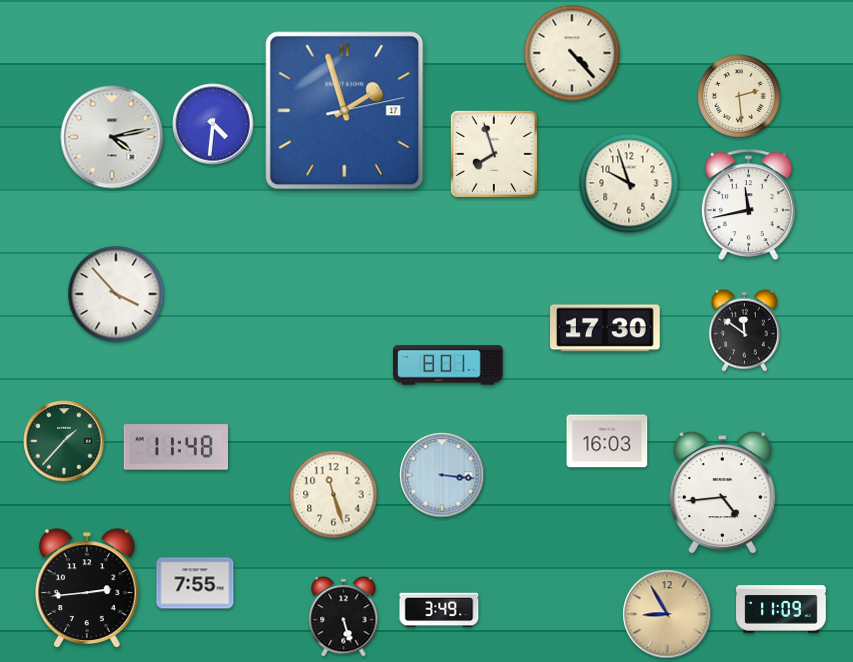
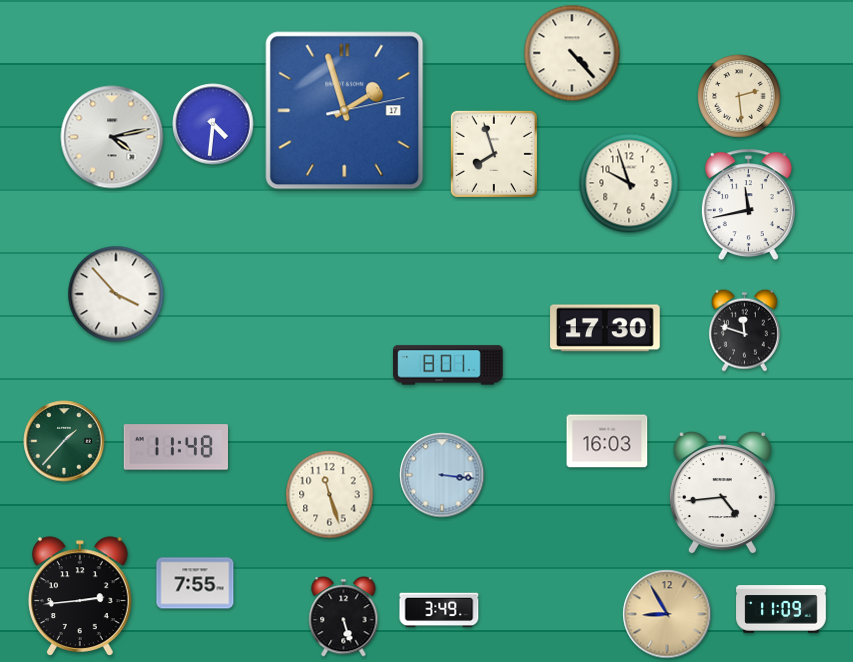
clock at (744, 330): 11:51 -> 11:48
clock at (334, 495) position: (334, 495) -> (330, 495)
clock at (88, 588) position: (88, 588) -> (81, 596)
